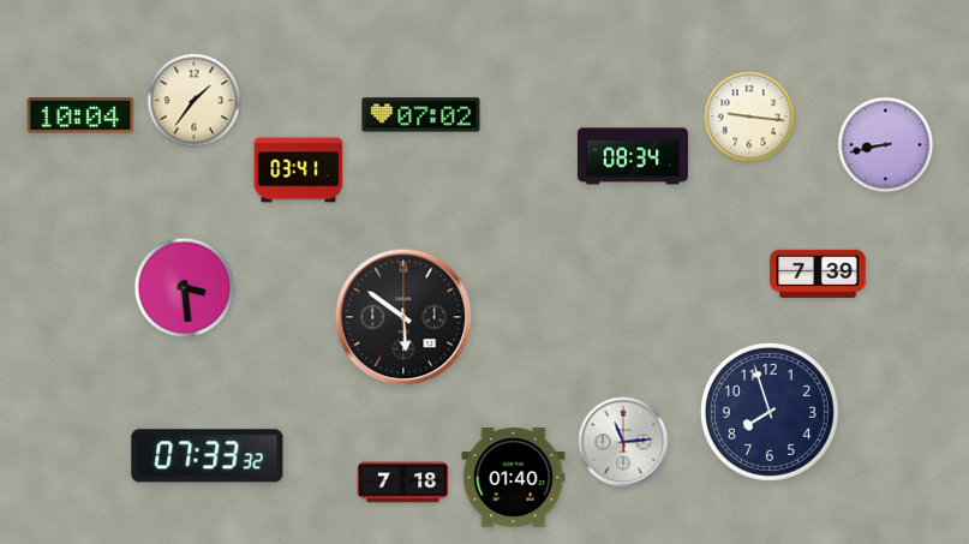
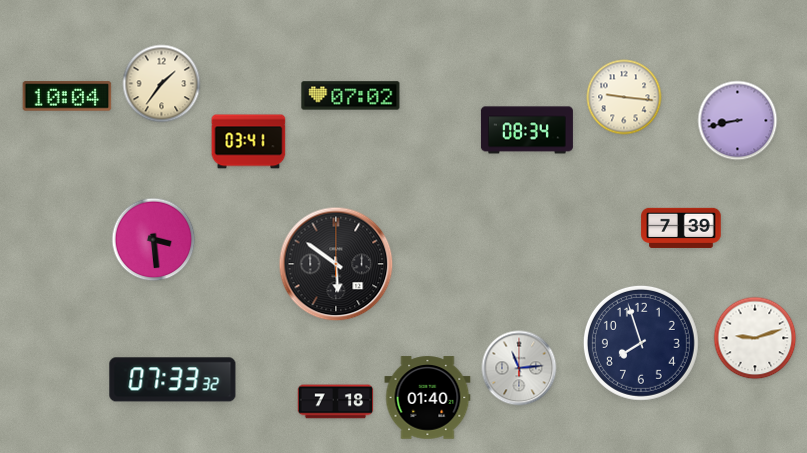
clock at (755, 338): none -> 9:12
